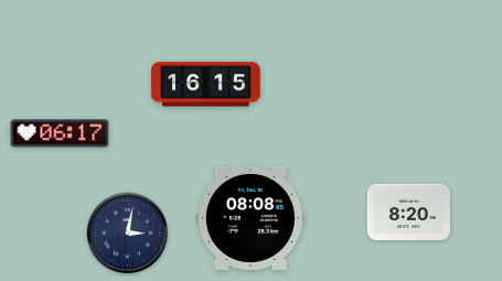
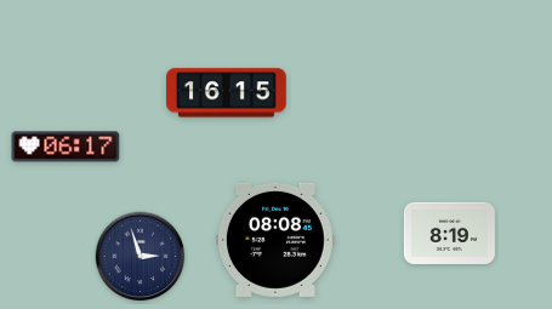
clock at (408, 212): 8:20 -> 8:19
clock at (128, 234): 3:02 -> 2:57
